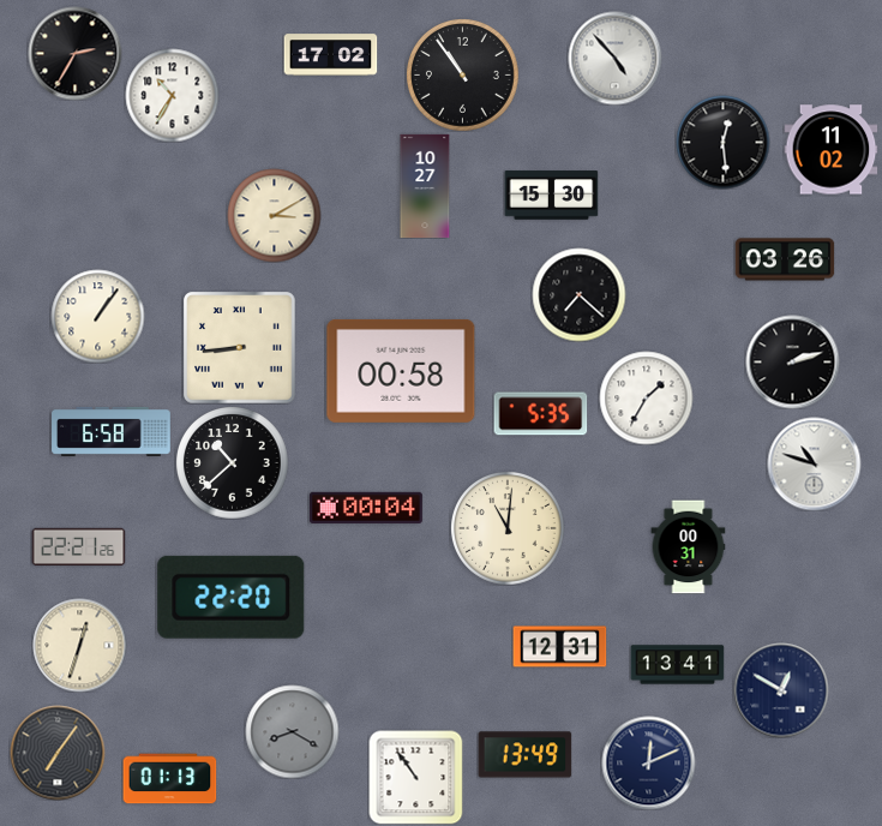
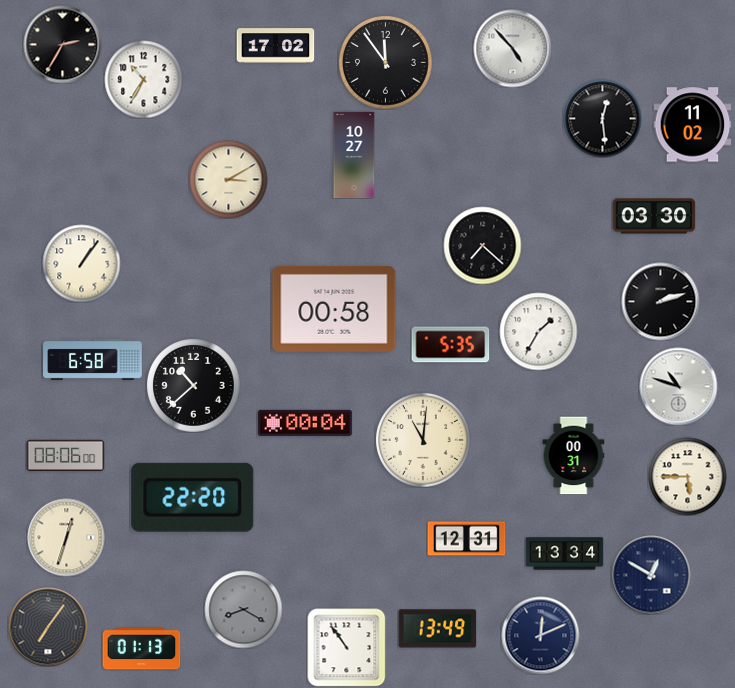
clock at (462, 74): 10:54 -> 11:54
clock at (551, 196): 15:30 -> none
clock at (785, 259): 03:26 -> 03:30
clock at (239, 347): 8:44 -> none
clock at (78, 547): 22:21 -> 08:06
clock at (687, 476): none -> 5:45
clock at (677, 665): 13:41 -> 13:34
